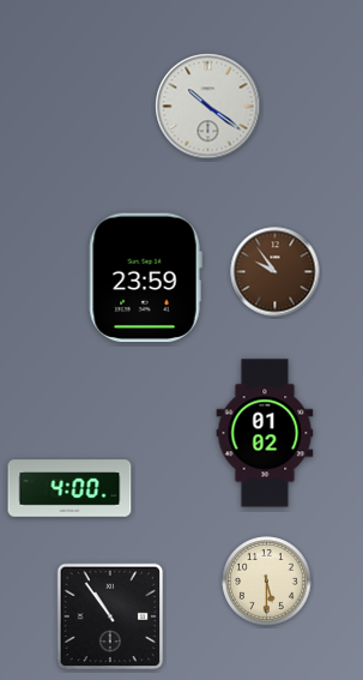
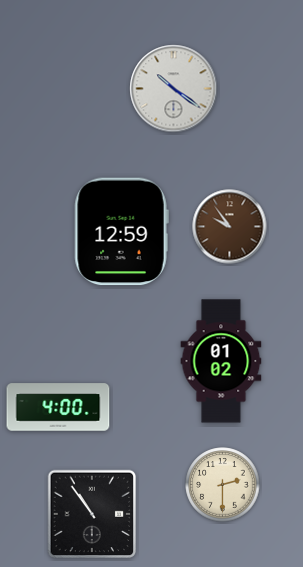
clock at (145, 278): 23:59 -> 12:59
clock at (267, 582): 5:30 -> 2:30
